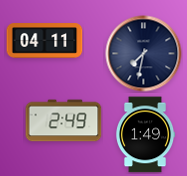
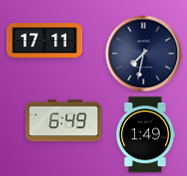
clock at (45, 41): 04:11 -> 17:11
clock at (64, 121): 2:49 -> 6:49
